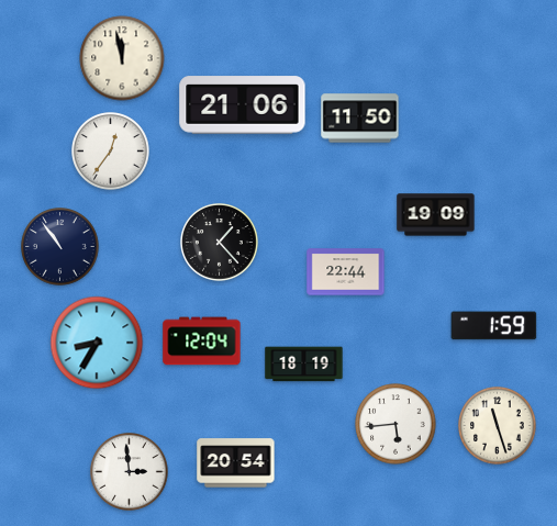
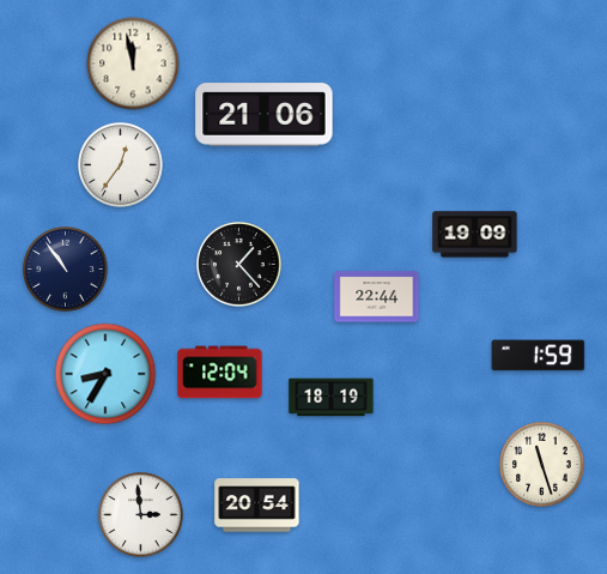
clock at (360, 119): 11:50 -> none
clock at (396, 424): 5:44 -> none
